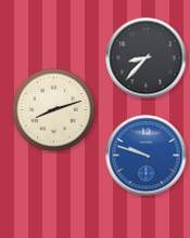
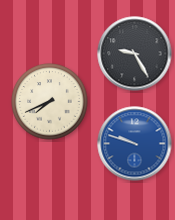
clock at (147, 58): 8:37 -> 9:25
clock at (54, 110): 8:12 -> 7:41
